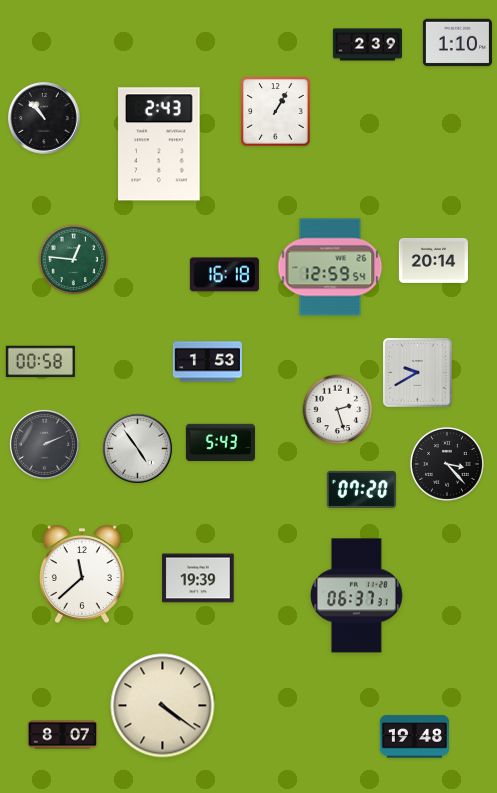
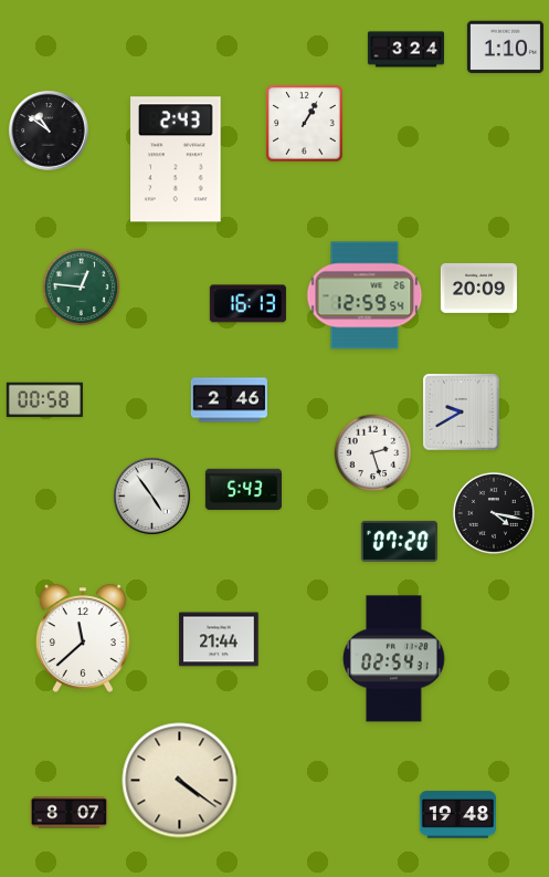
clock at (367, 45): 2:39 -> 3:24
clock at (44, 118): 10:53 -> 10:51
clock at (433, 260): 20:14 -> 20:09
clock at (224, 275): 16:18 -> 16:13
clock at (207, 362): 1:53 -> 2:46
clock at (44, 444): 2:11 -> none
clock at (447, 464): 3:23 -> 4:17
clock at (82, 574) position: (82, 574) -> (83, 638)
clock at (198, 578): 19:39 -> 21:44
clock at (356, 596): 06:37 -> 02:54
